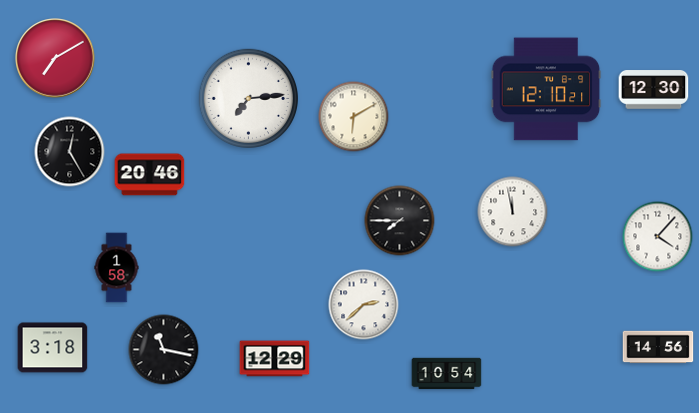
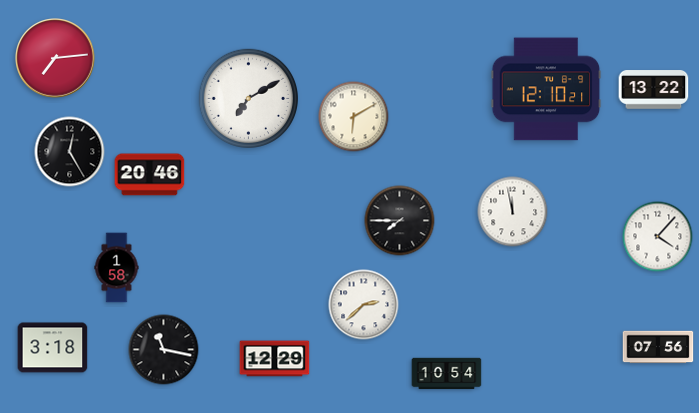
clock at (56, 59): 7:10 -> 7:14
clock at (654, 90): 12:30 -> 13:22
clock at (249, 99): 7:14 -> 7:10
clock at (658, 347): 14:56 -> 07:56
